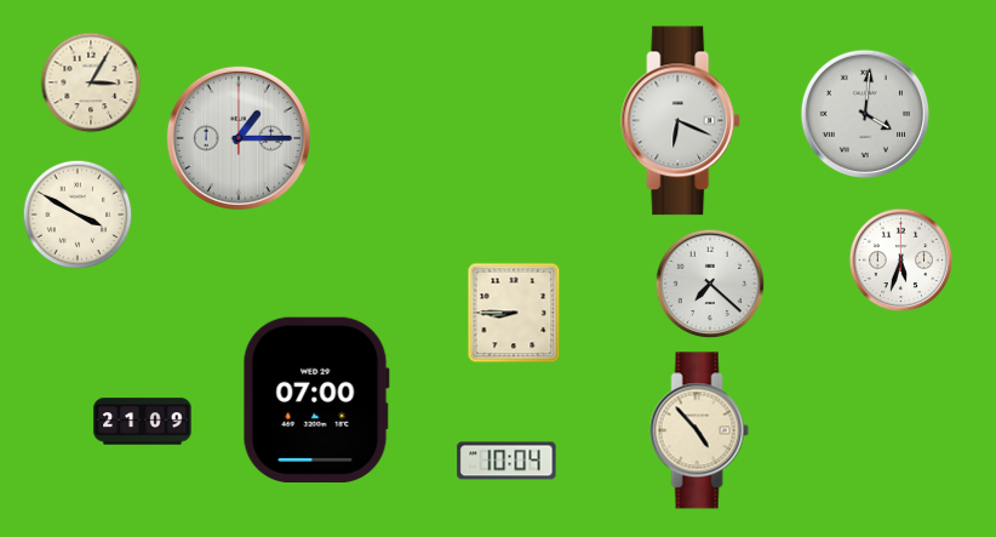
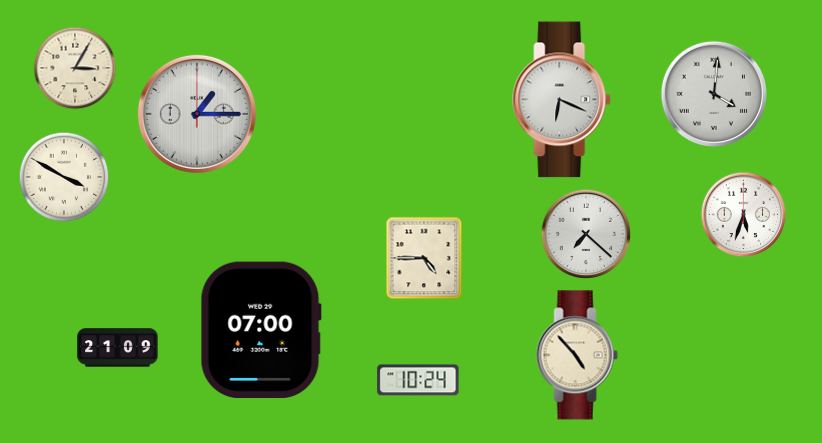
clock at (514, 313): 8:45 -> 4:45
clock at (506, 461): 10:04 -> 10:24
